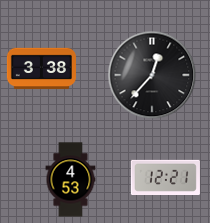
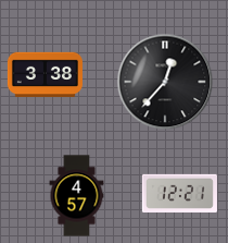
clock at (71, 180): 4:53 -> 4:57
